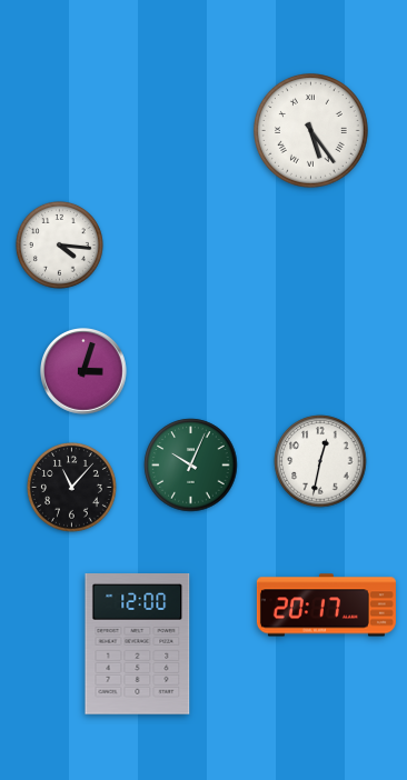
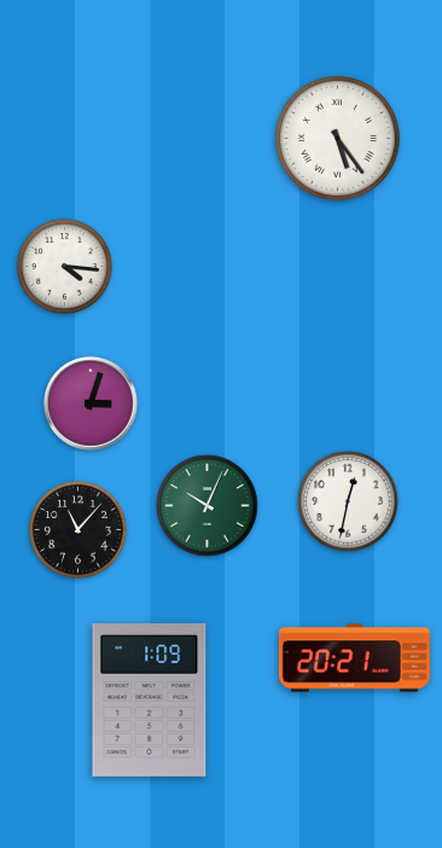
clock at (311, 131) position: (311, 131) -> (338, 139)
clock at (326, 606): 20:17 -> 20:21
clock at (138, 644): 12:00 -> 1:09
